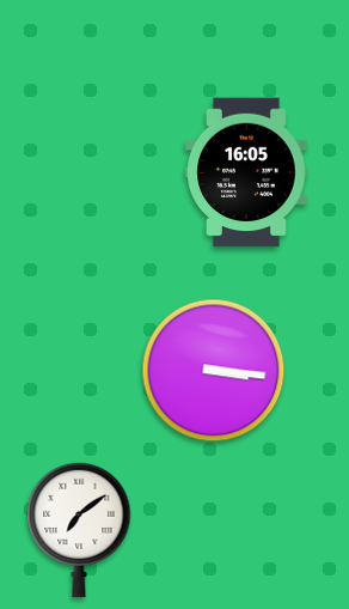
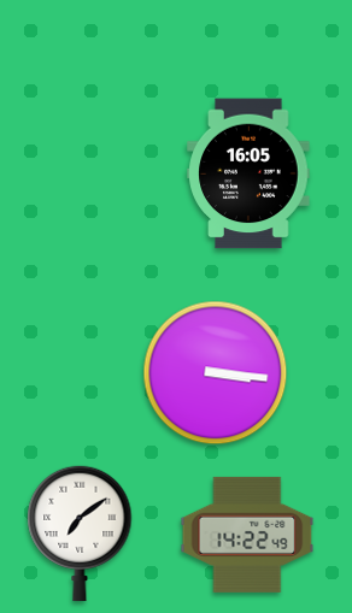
clock at (247, 535): none -> 14:22
